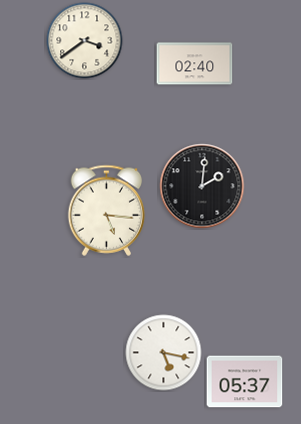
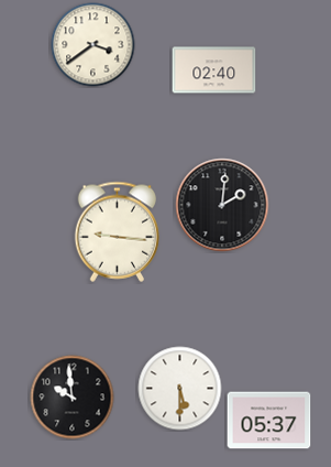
clock at (107, 210): 5:16 -> 9:16
clock at (164, 353): 5:17 -> 5:30
clock at (73, 398): none -> 9:59
